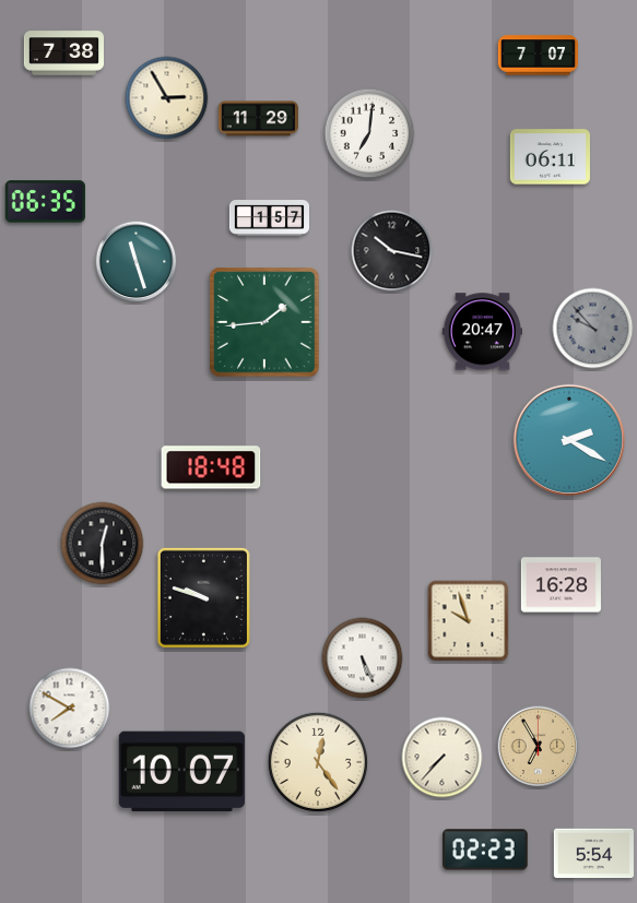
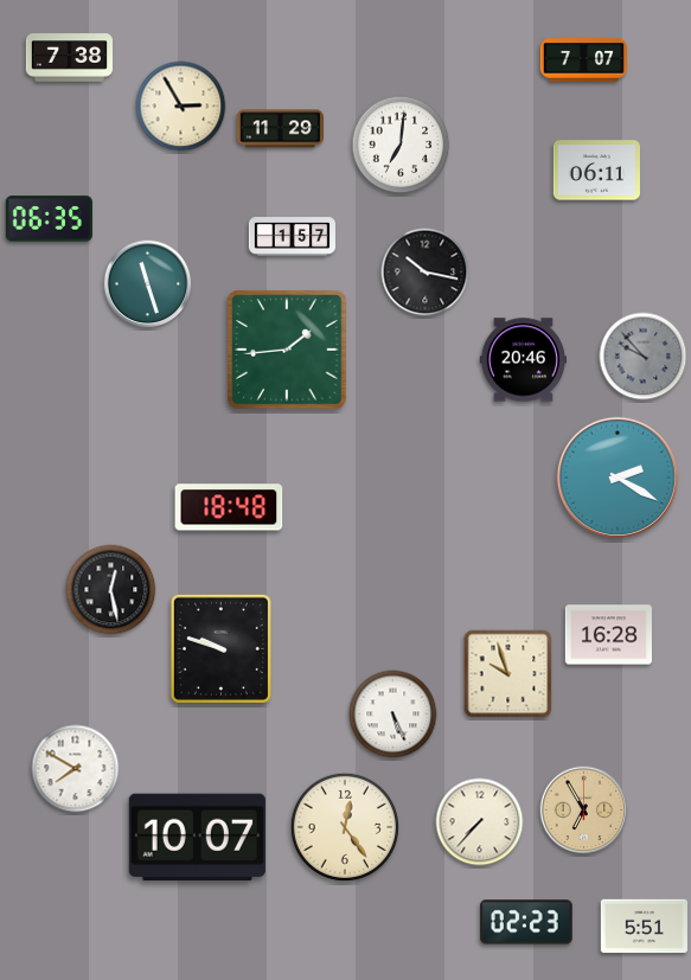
clock at (482, 332): 20:47 -> 20:46
clock at (103, 544): 12:30 -> 12:28
clock at (593, 854): 5:54 -> 5:51
